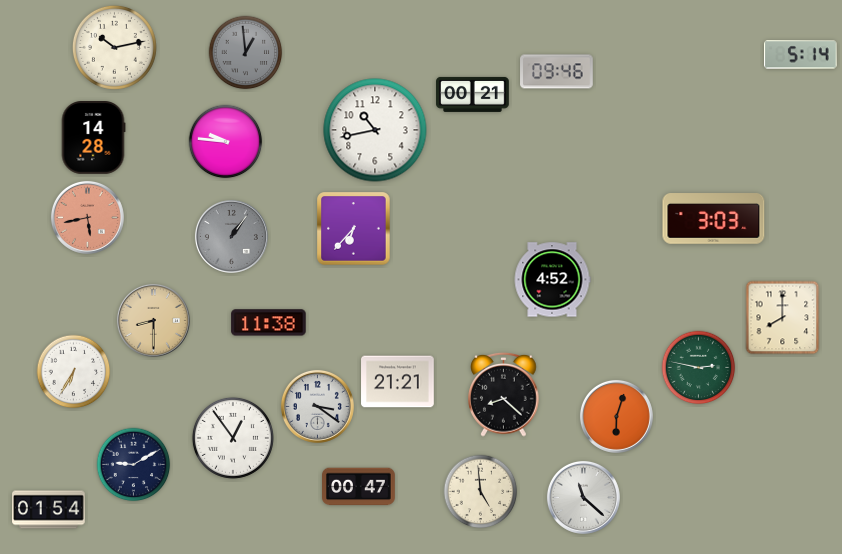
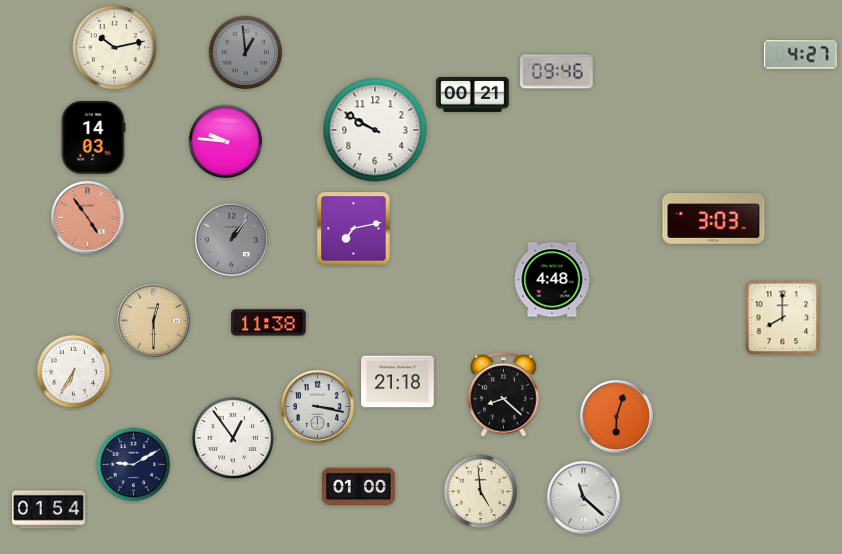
clock at (801, 55): 5:14 -> 4:27
clock at (375, 130): 10:43 -> 9:50
clock at (93, 138): 14:28 -> 14:03
clock at (87, 217): 5:43 -> 4:54
clock at (354, 229): 6:37 -> 7:13
clock at (231, 236) position: (231, 236) -> (231, 239)
clock at (552, 280): 4:52 -> 4:48
clock at (153, 320): 8:30 -> 12:30
clock at (699, 368): 2:47 -> none
clock at (398, 382): 21:21 -> 21:18
clock at (317, 406): 3:21 -> 3:17
clock at (359, 487): 00:47 -> 01:00
